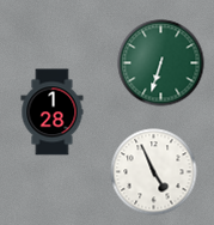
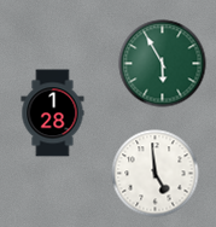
clock at (161, 63): 6:33 -> 5:55
clock at (154, 172): 4:56 -> 4:59
